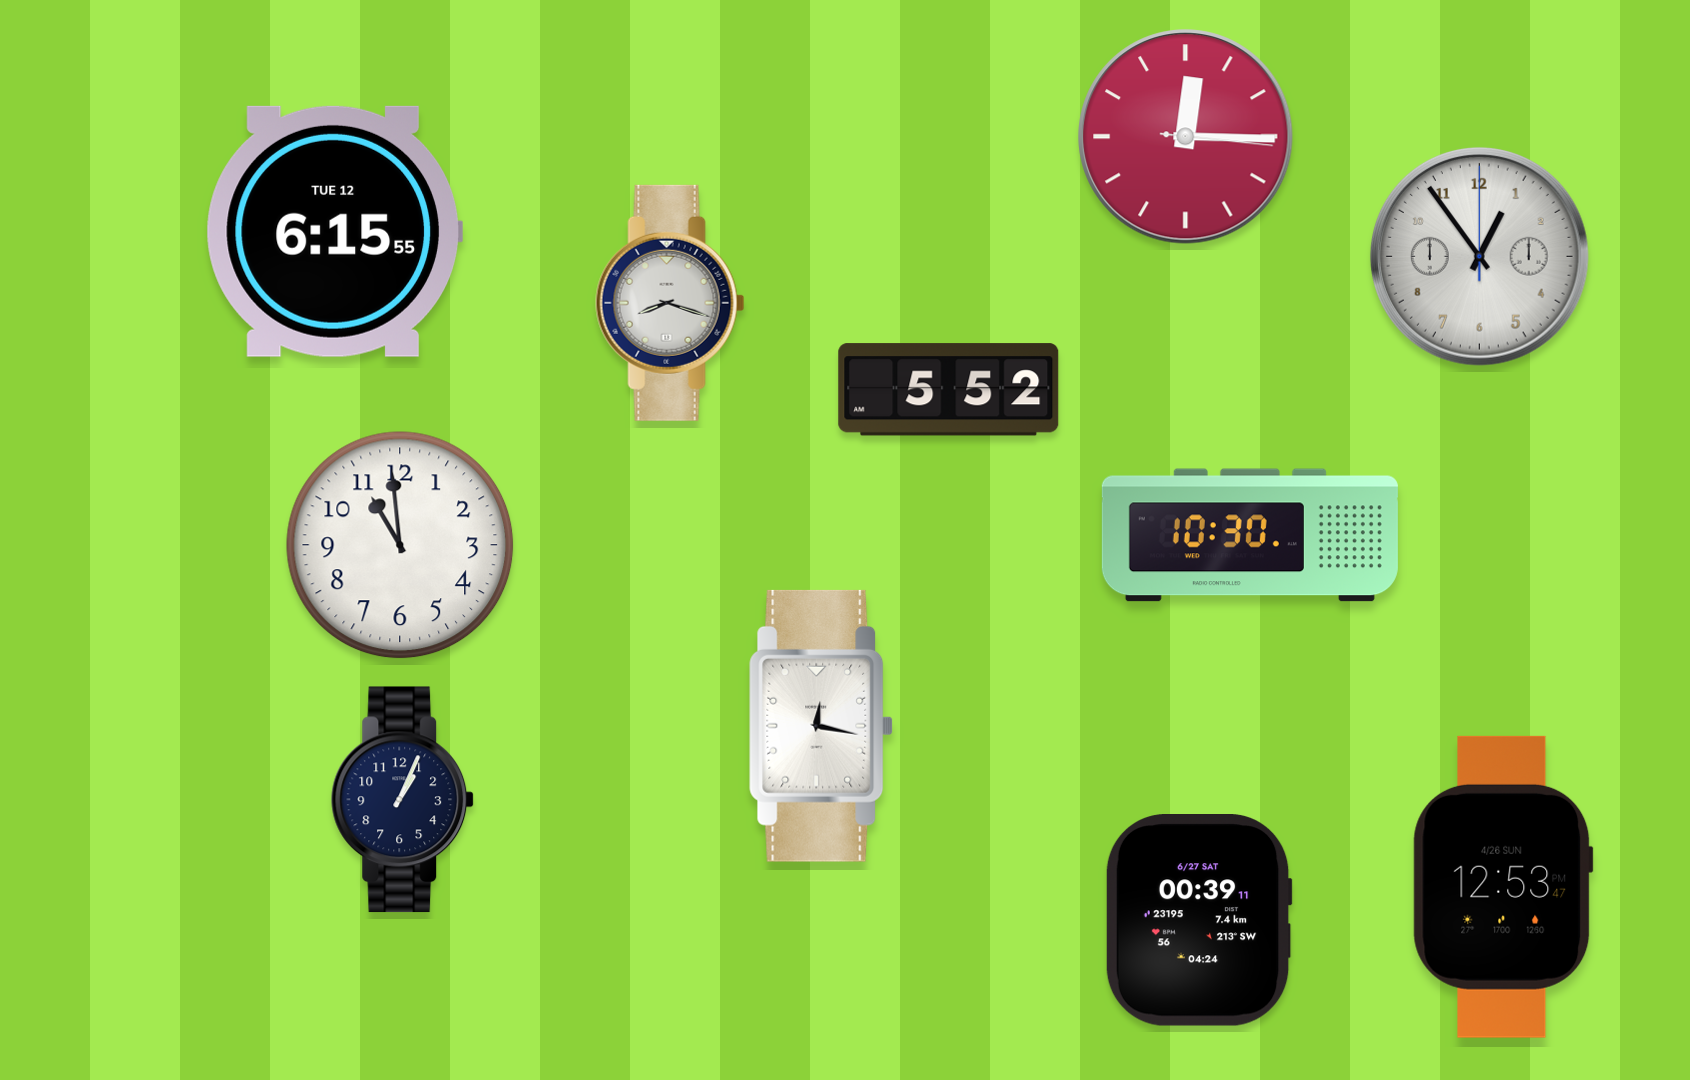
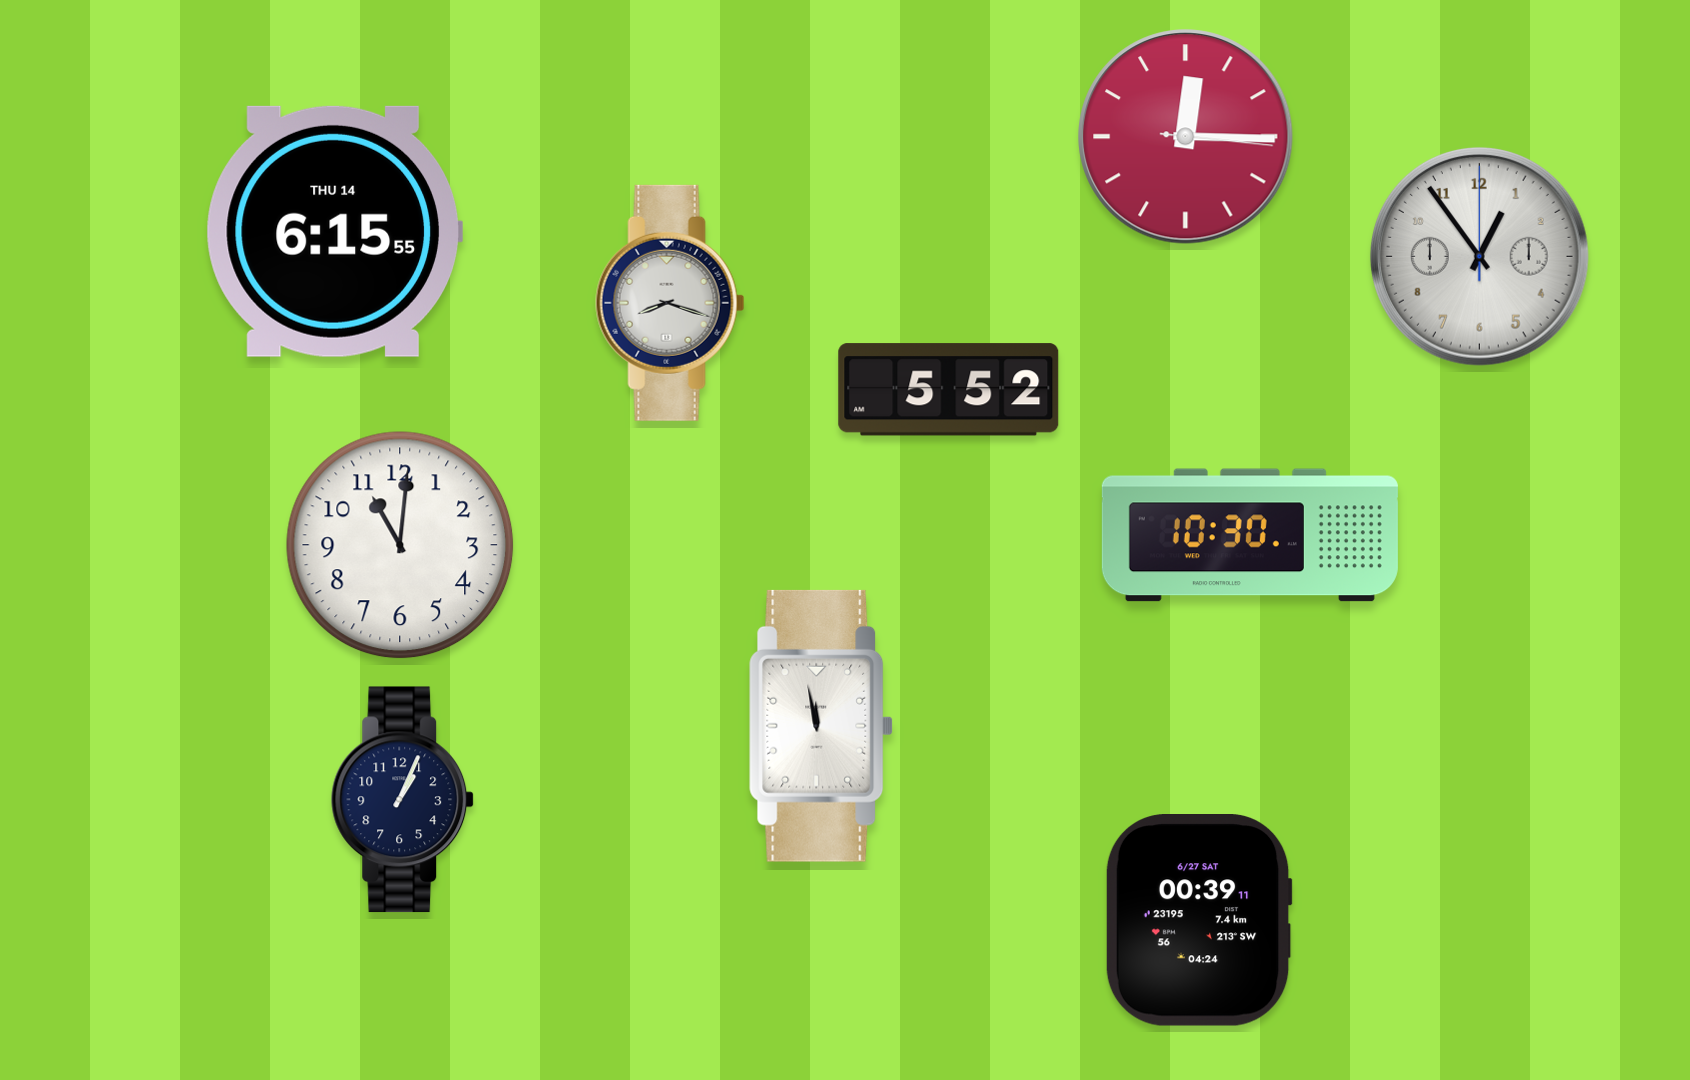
clock at (334, 231) date: TUE 12 -> THU 14
clock at (400, 545): 10:59 -> 11:01
clock at (821, 726): 12:17 -> 11:58
clock at (1503, 887): 12:53 -> none
